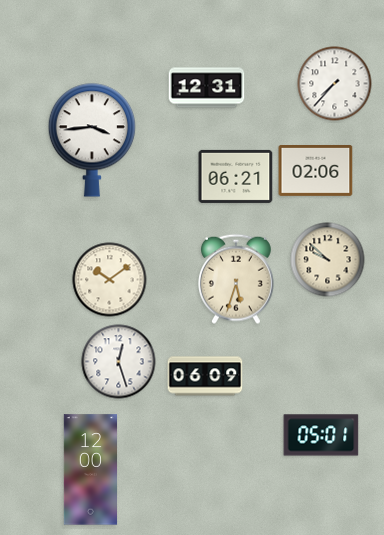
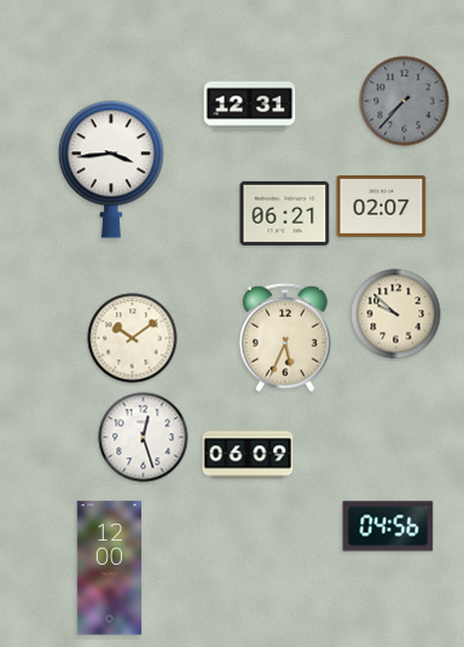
clock at (335, 84) dial: white -> grey
clock at (316, 171): 02:06 -> 02:07
clock at (236, 279): 5:33 -> 5:34
clock at (321, 435): 05:01 -> 04:56
